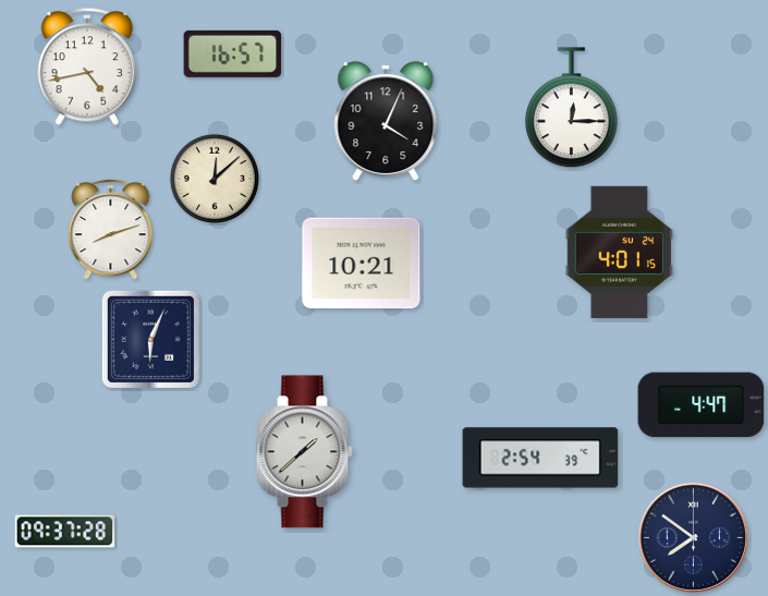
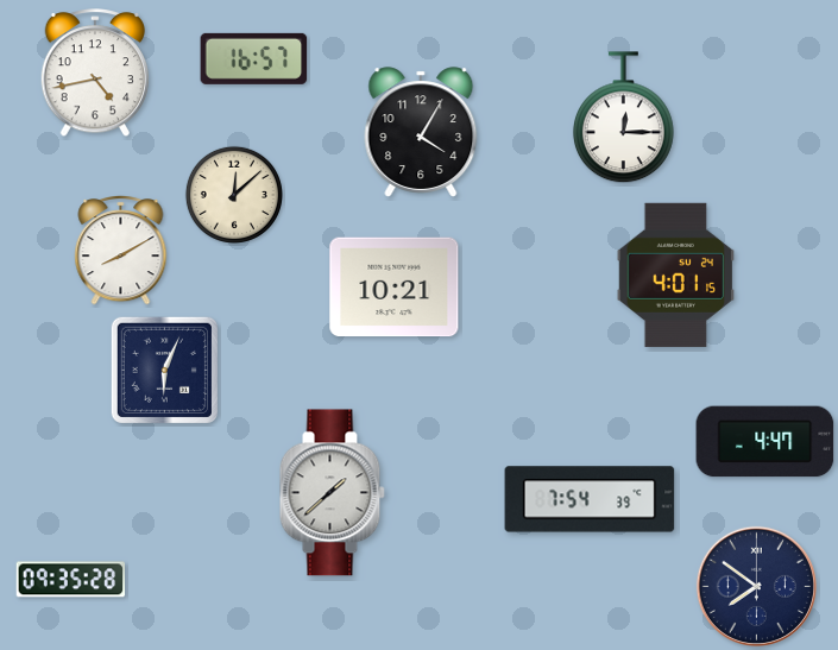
clock at (386, 121): 4:04 -> 4:05
clock at (111, 230): 8:12 -> 8:10
clock at (540, 458): 2:54 -> 7:54
clock at (65, 532): 09:37 -> 09:35
